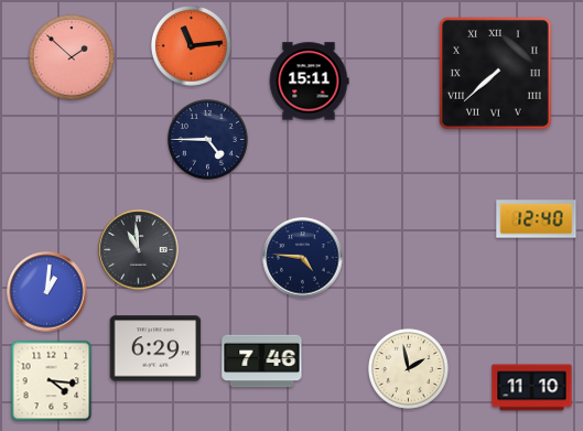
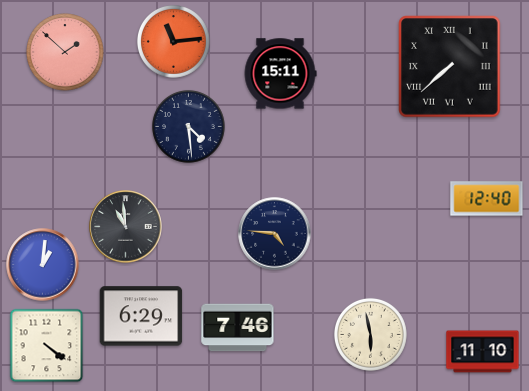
clock at (207, 139): 4:45 -> 4:29
clock at (408, 368): 1:58 -> 5:58
clock at (52, 381): 4:16 -> 4:21
